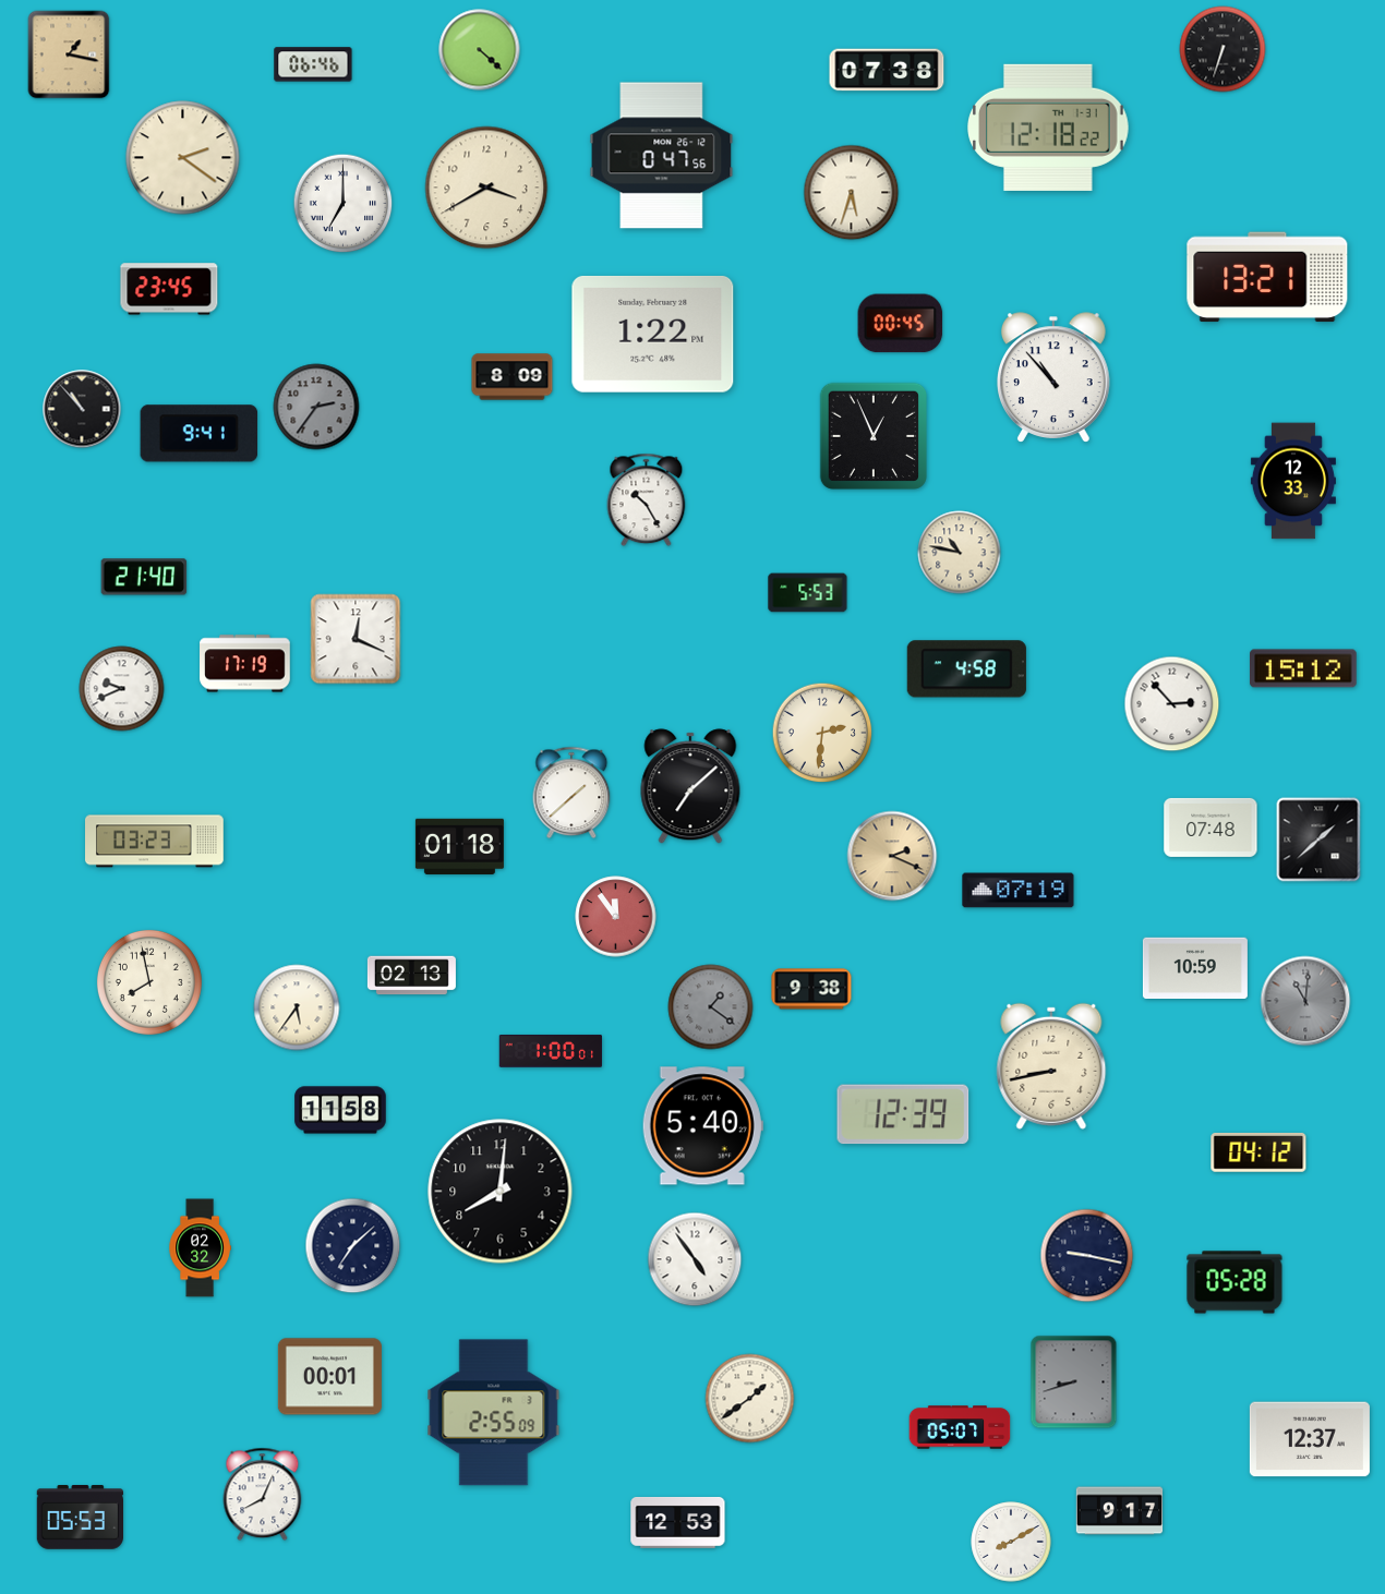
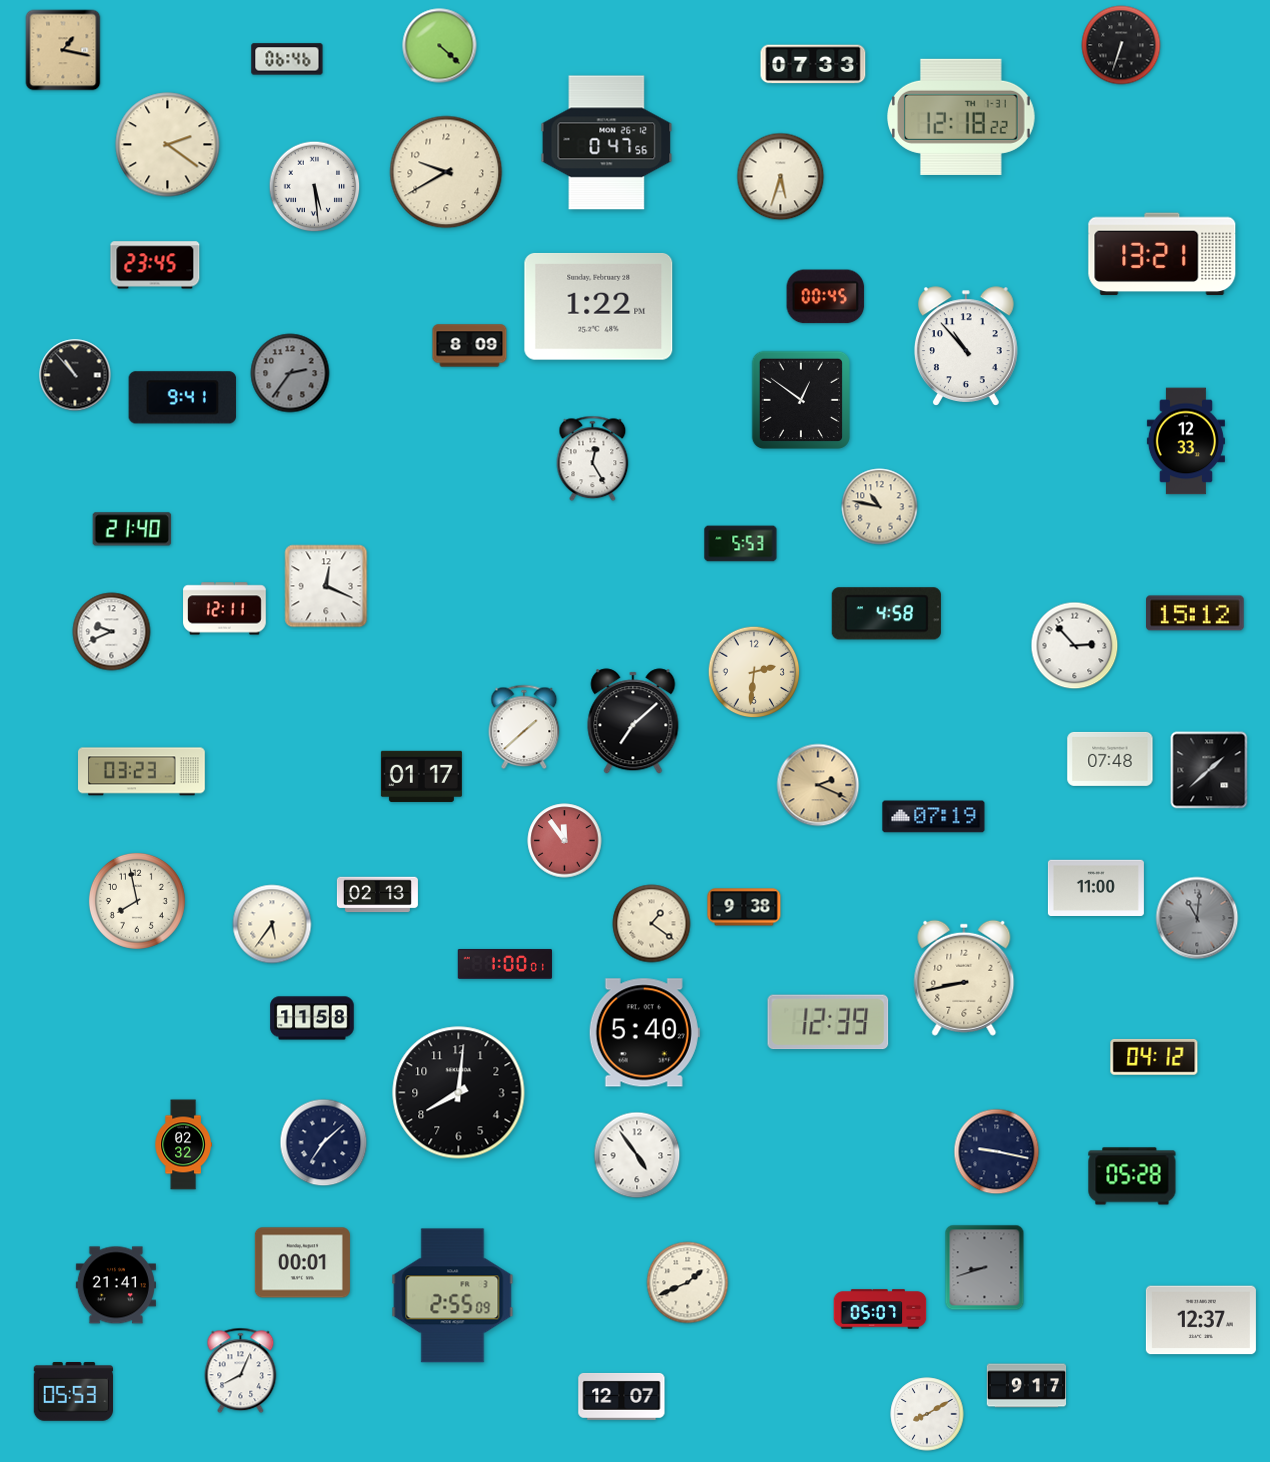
clock at (887, 70): 07:38 -> 07:33
clock at (486, 188): 3:40 -> 9:40
clock at (344, 204): 7:00 -> 5:29
clock at (874, 436): 12:56 -> 12:51
clock at (647, 500): 10:25 -> 12:25
clock at (245, 664): 17:19 -> 12:11
clock at (459, 846): 01:18 -> 01:17
clock at (1195, 967): 10:59 -> 11:00
clock at (711, 1007) dial: grey -> cream
clock at (750, 1399): 1:39 -> 1:41
clock at (116, 1285): none -> 21:41
clock at (678, 1522): 12:53 -> 12:07
